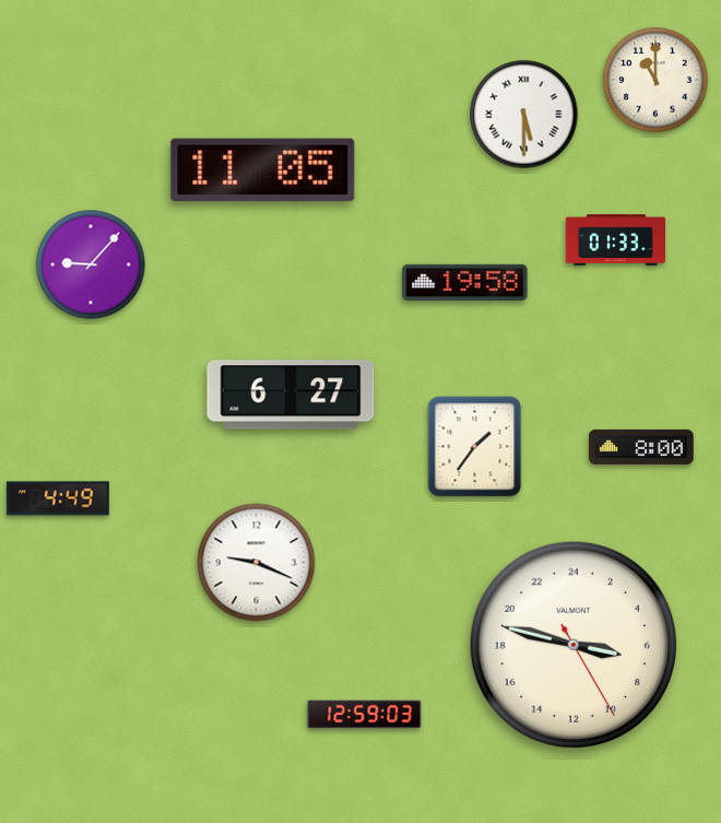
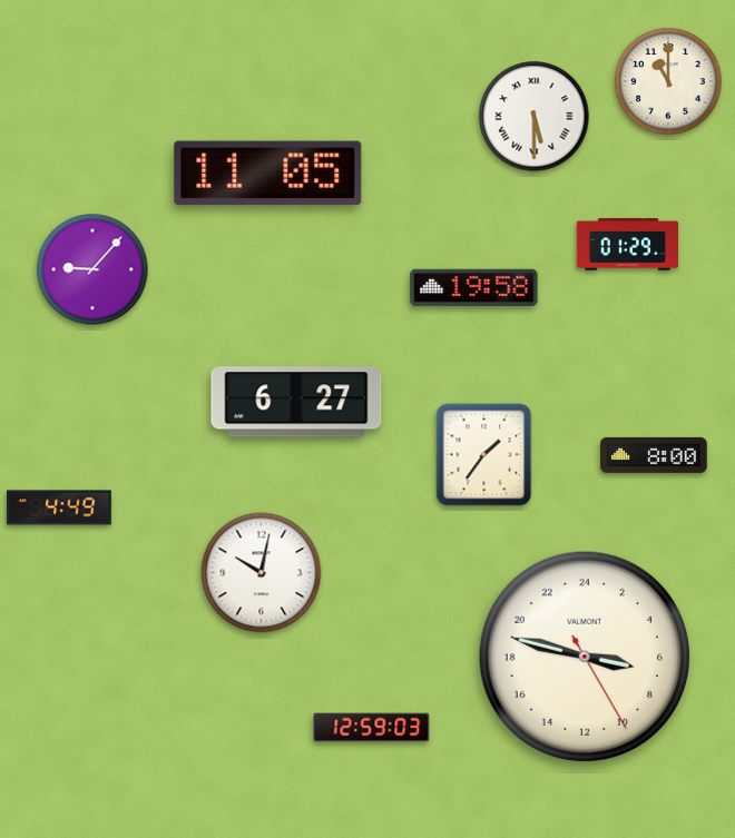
clock at (615, 240): 01:33 -> 01:29
clock at (257, 563): 9:19 -> 10:02
